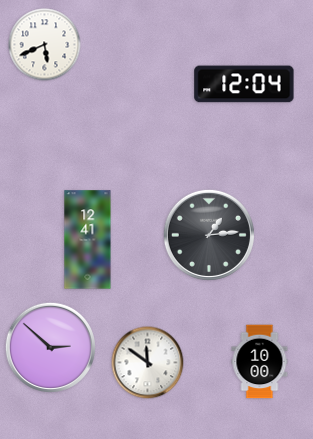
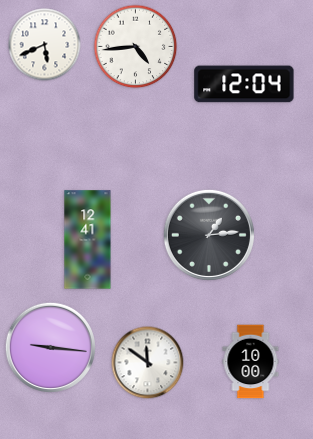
clock at (136, 47): none -> 4:44
clock at (50, 347): 2:52 -> 9:16
clock at (260, 362) position: (260, 362) -> (251, 362)
